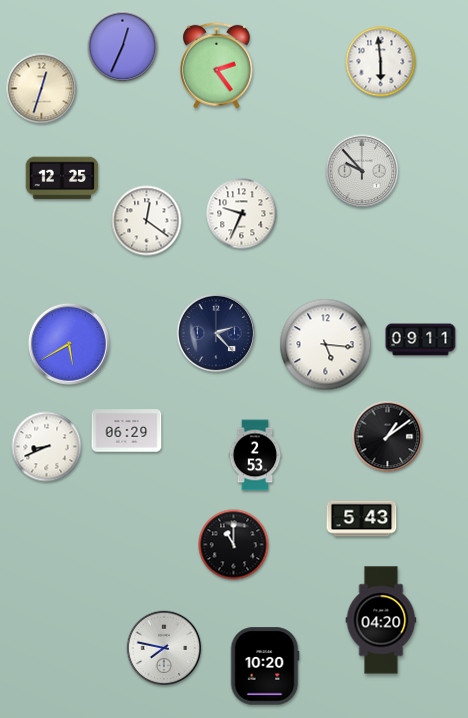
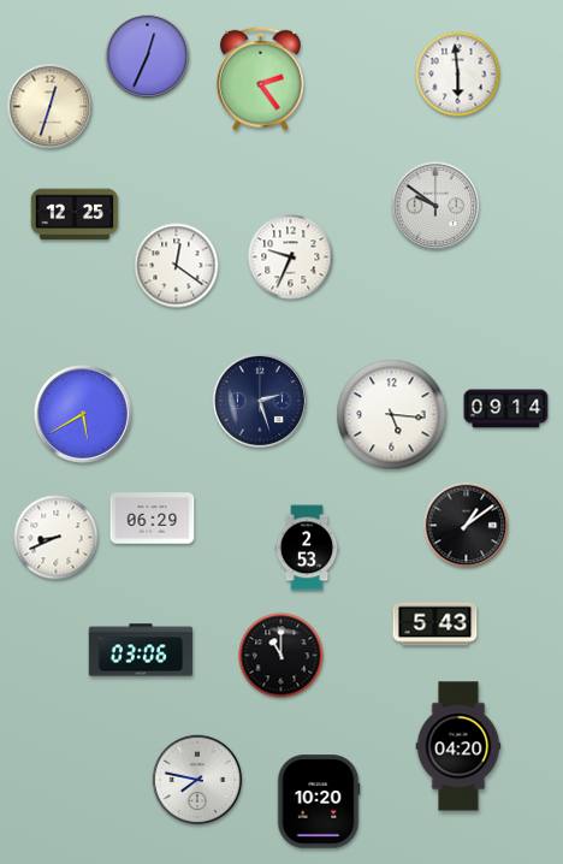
clock at (362, 171): 9:53 -> 9:51
clock at (216, 333): 2:23 -> 2:27
clock at (421, 340): 09:11 -> 09:14
clock at (141, 650): none -> 03:06
